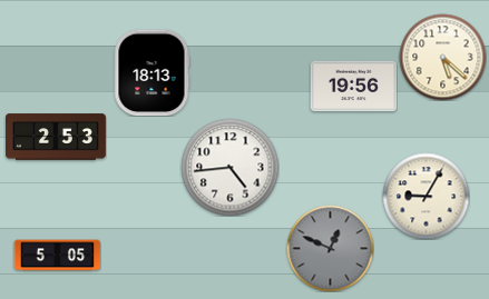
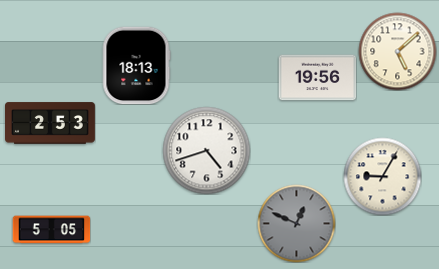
clock at (442, 57): 5:22 -> 5:08
clock at (229, 167): 4:44 -> 4:42
